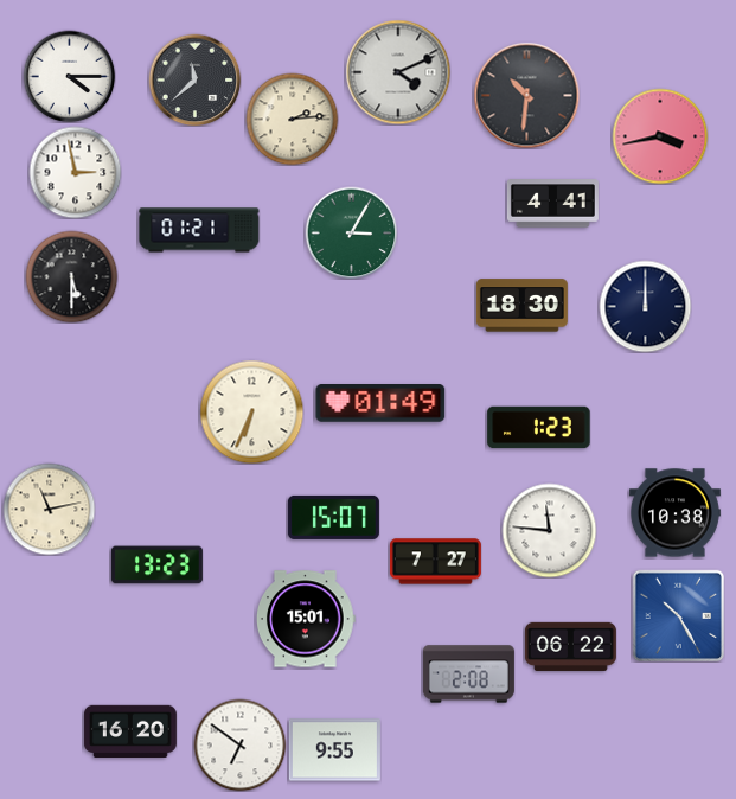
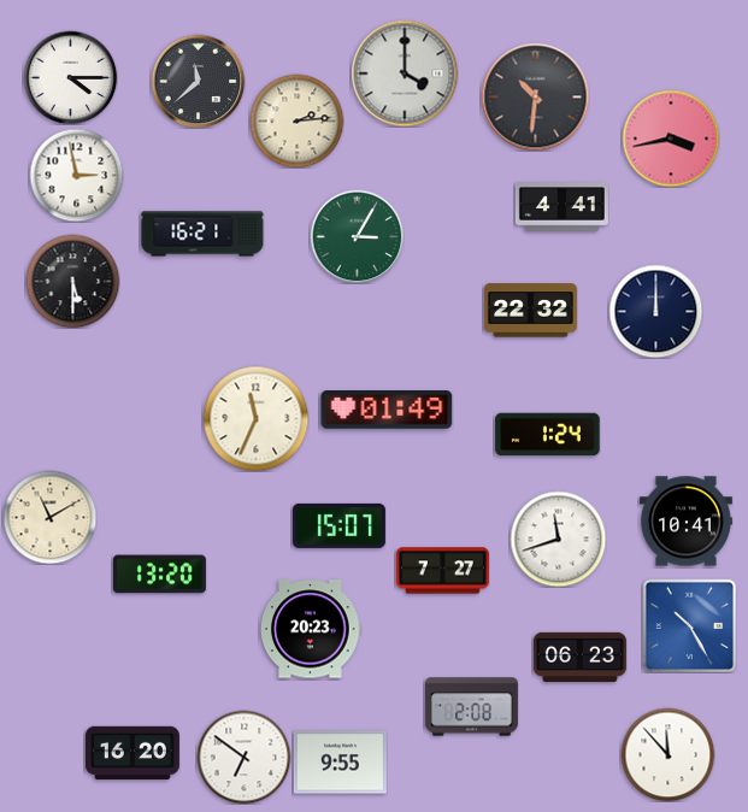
clock at (398, 72): 4:11 -> 4:00
clock at (199, 230): 01:21 -> 16:21
clock at (521, 306): 18:30 -> 22:32
clock at (251, 411): 6:34 -> 11:34
clock at (539, 428): 1:23 -> 1:24
clock at (49, 509): 11:13 -> 11:10
clock at (674, 513): 10:38 -> 10:41
clock at (549, 530): 11:46 -> 11:42
clock at (156, 565): 13:23 -> 13:20
clock at (307, 619): 15:01 -> 20:23
clock at (570, 646): 06:22 -> 06:23
clock at (468, 675) position: (468, 675) -> (471, 707)
clock at (130, 730) position: (130, 730) -> (132, 752)
clock at (667, 754): none -> 11:53
